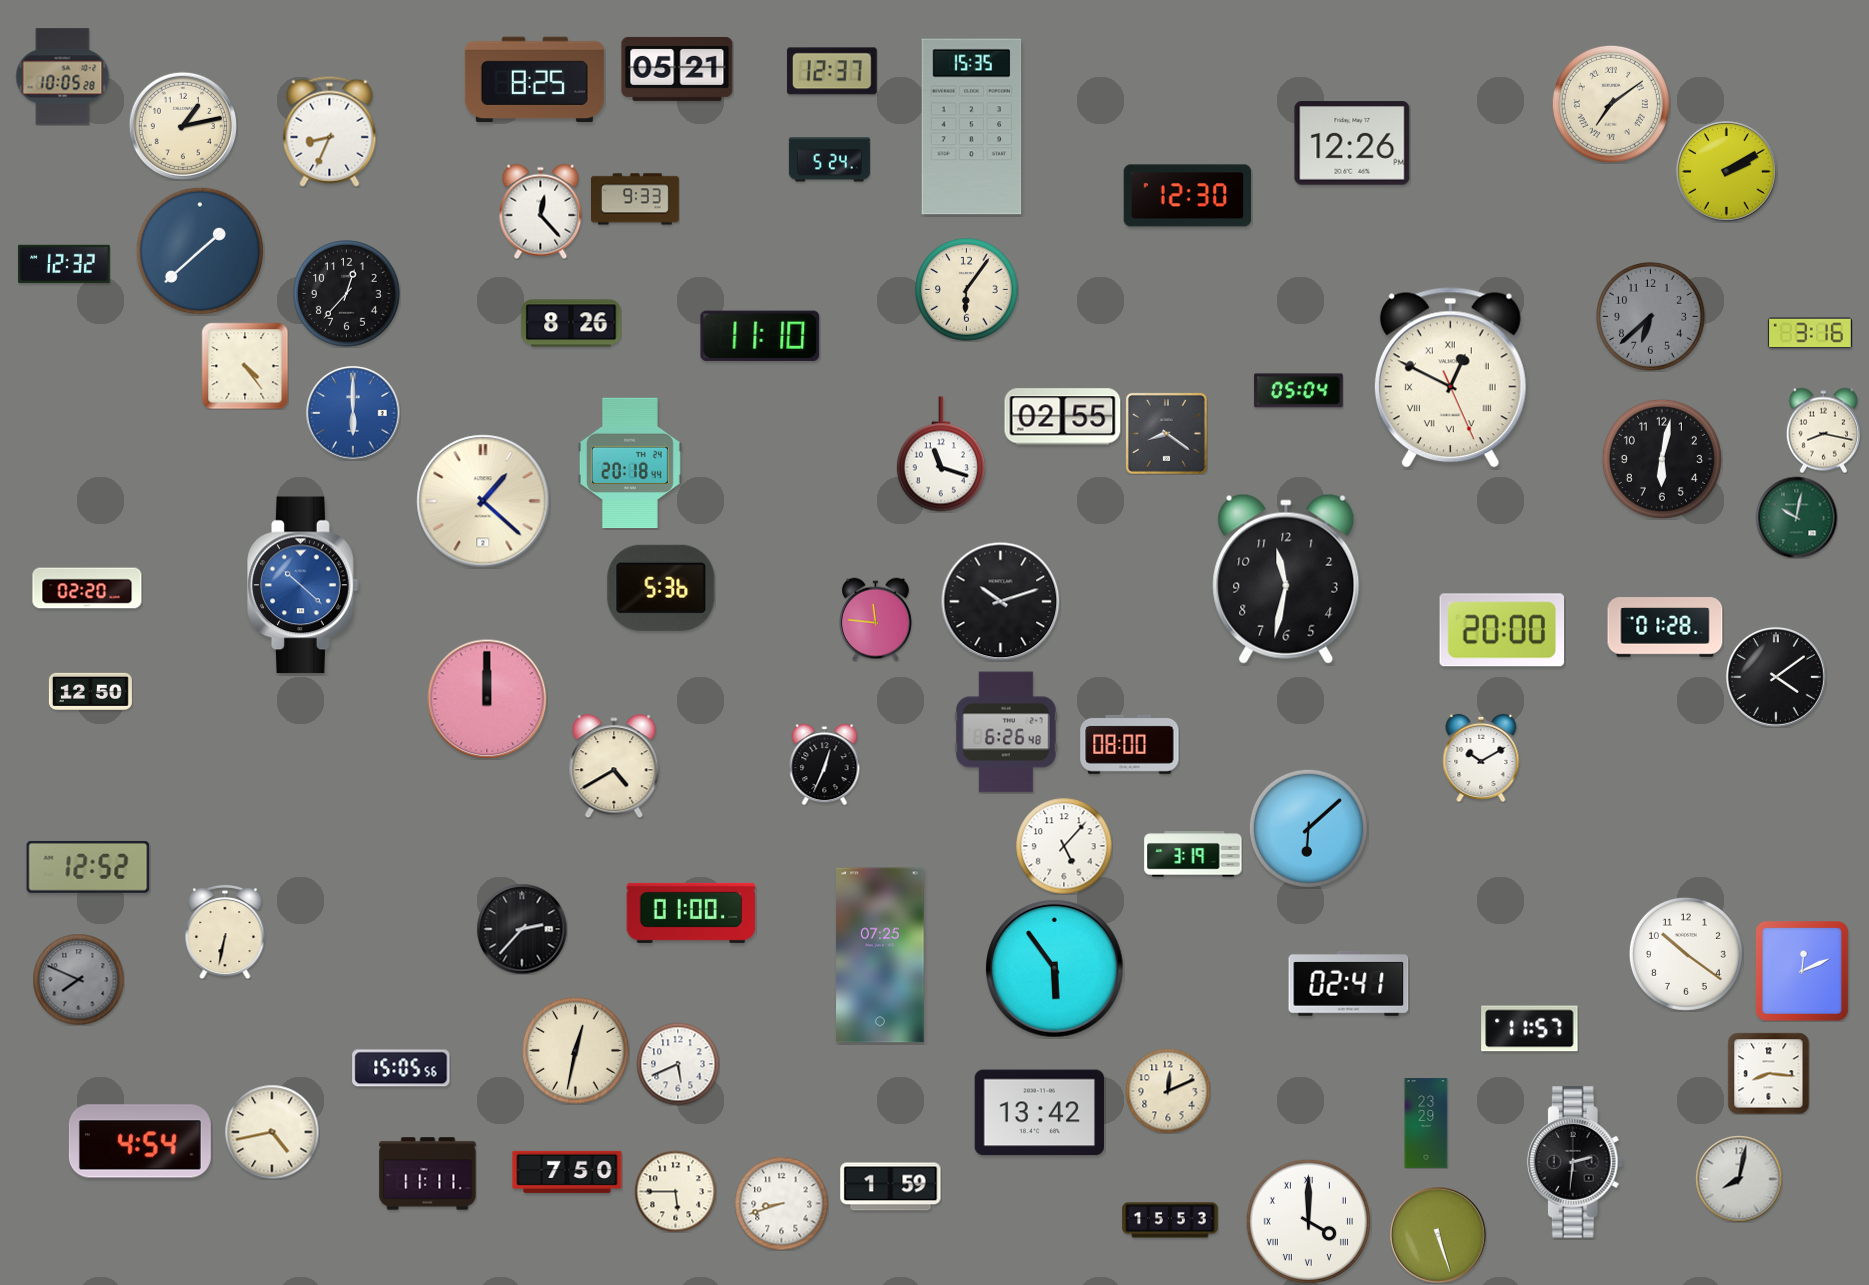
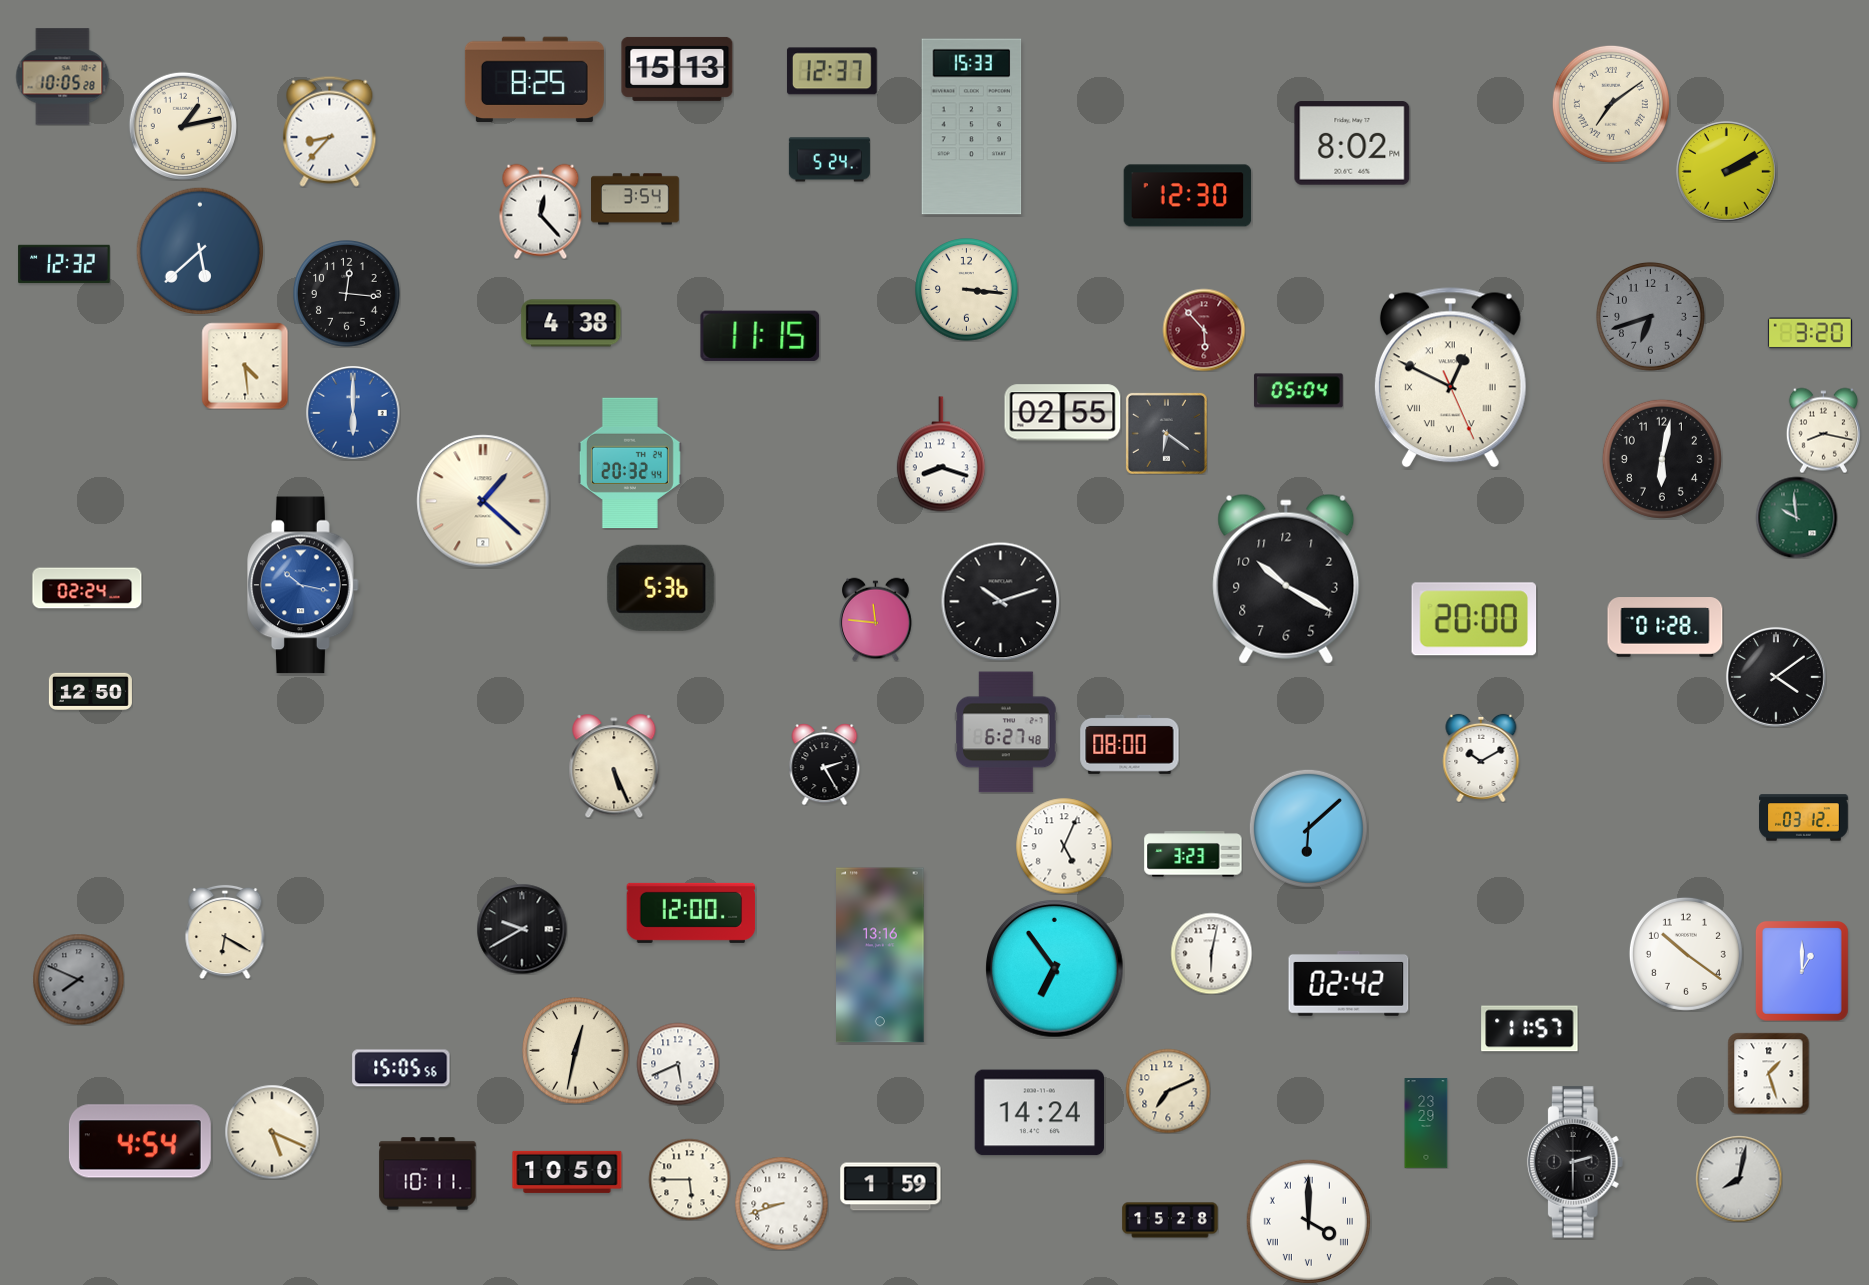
clock at (677, 69): 05:21 -> 15:13
clock at (972, 127): 15:35 -> 15:33
clock at (330, 131): 8:34 -> 8:37
clock at (1352, 143): 12:26 -> 8:02
clock at (636, 199): 9:33 -> 3:54
clock at (199, 250): 1:38 -> 5:38
clock at (967, 290): 6:06 -> 3:16
clock at (347, 294): 12:37 -> 12:16
clock at (1650, 316): 6:38 -> 6:42
clock at (571, 323): 8:26 -> 4:38
clock at (1204, 330): none -> 5:53
clock at (1810, 333): 3:16 -> 3:20
clock at (760, 336): 11:10 -> 11:15
clock at (245, 366): 4:24 -> 4:29
clock at (1063, 417) position: (1063, 417) -> (1063, 413)
clock at (1166, 433): 8:21 -> 6:21
clock at (941, 454): 11:18 -> 8:18
clock at (630, 463): 20:18 -> 20:32
clock at (1796, 517): 10:02 -> 9:59
clock at (1286, 579): 11:32 -> 10:20
clock at (303, 585): 10:22 -> 10:17
clock at (87, 588): 02:20 -> 02:24
clock at (1502, 630) position: (1502, 630) -> (1474, 619)
clock at (487, 699): 12:00 -> none
clock at (1006, 732): 6:26 -> 6:27
clock at (825, 764): 12:34 -> 2:25
clock at (614, 766): 4:40 -> 5:26
clock at (1804, 818): none -> 03:12
clock at (1064, 846): 5:07 -> 5:04
clock at (1193, 854): 3:19 -> 3:23
clock at (88, 867): 12:52 -> none
clock at (691, 913): 01:00 -> 12:00
clock at (522, 929): 2:37 -> 9:40
clock at (225, 932): 6:32 -> 6:20
clock at (1211, 953): none -> 6:02
clock at (880, 955): 07:25 -> 13:16
clock at (1055, 969): 5:54 -> 6:54
clock at (1802, 972): 12:11 -> 1:00
clock at (1349, 984): 02:41 -> 02:42
clock at (1768, 1073): 8:16 -> 1:27
clock at (1168, 1091): 12:11 -> 7:11
clock at (1039, 1113): 13:42 -> 14:24
clock at (272, 1132): 4:43 -> 5:19
clock at (1575, 1162): 2:31 -> 2:30
clock at (567, 1172): 7:50 -> 10:50
clock at (428, 1174): 11:11 -> 10:11
clock at (675, 1191) position: (675, 1191) -> (689, 1179)
clock at (1170, 1220): 15:53 -> 15:28
clock at (1438, 1235): 5:27 -> none
